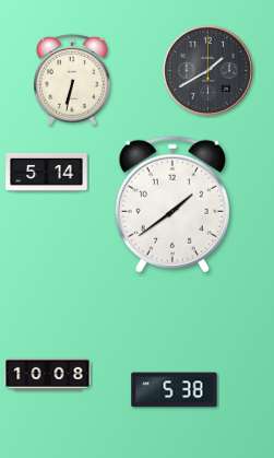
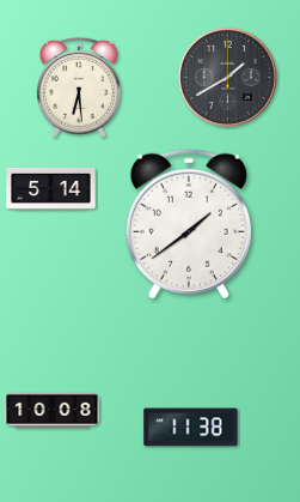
clock at (72, 80): 6:32 -> 6:29
clock at (175, 390): 5:38 -> 11:38
